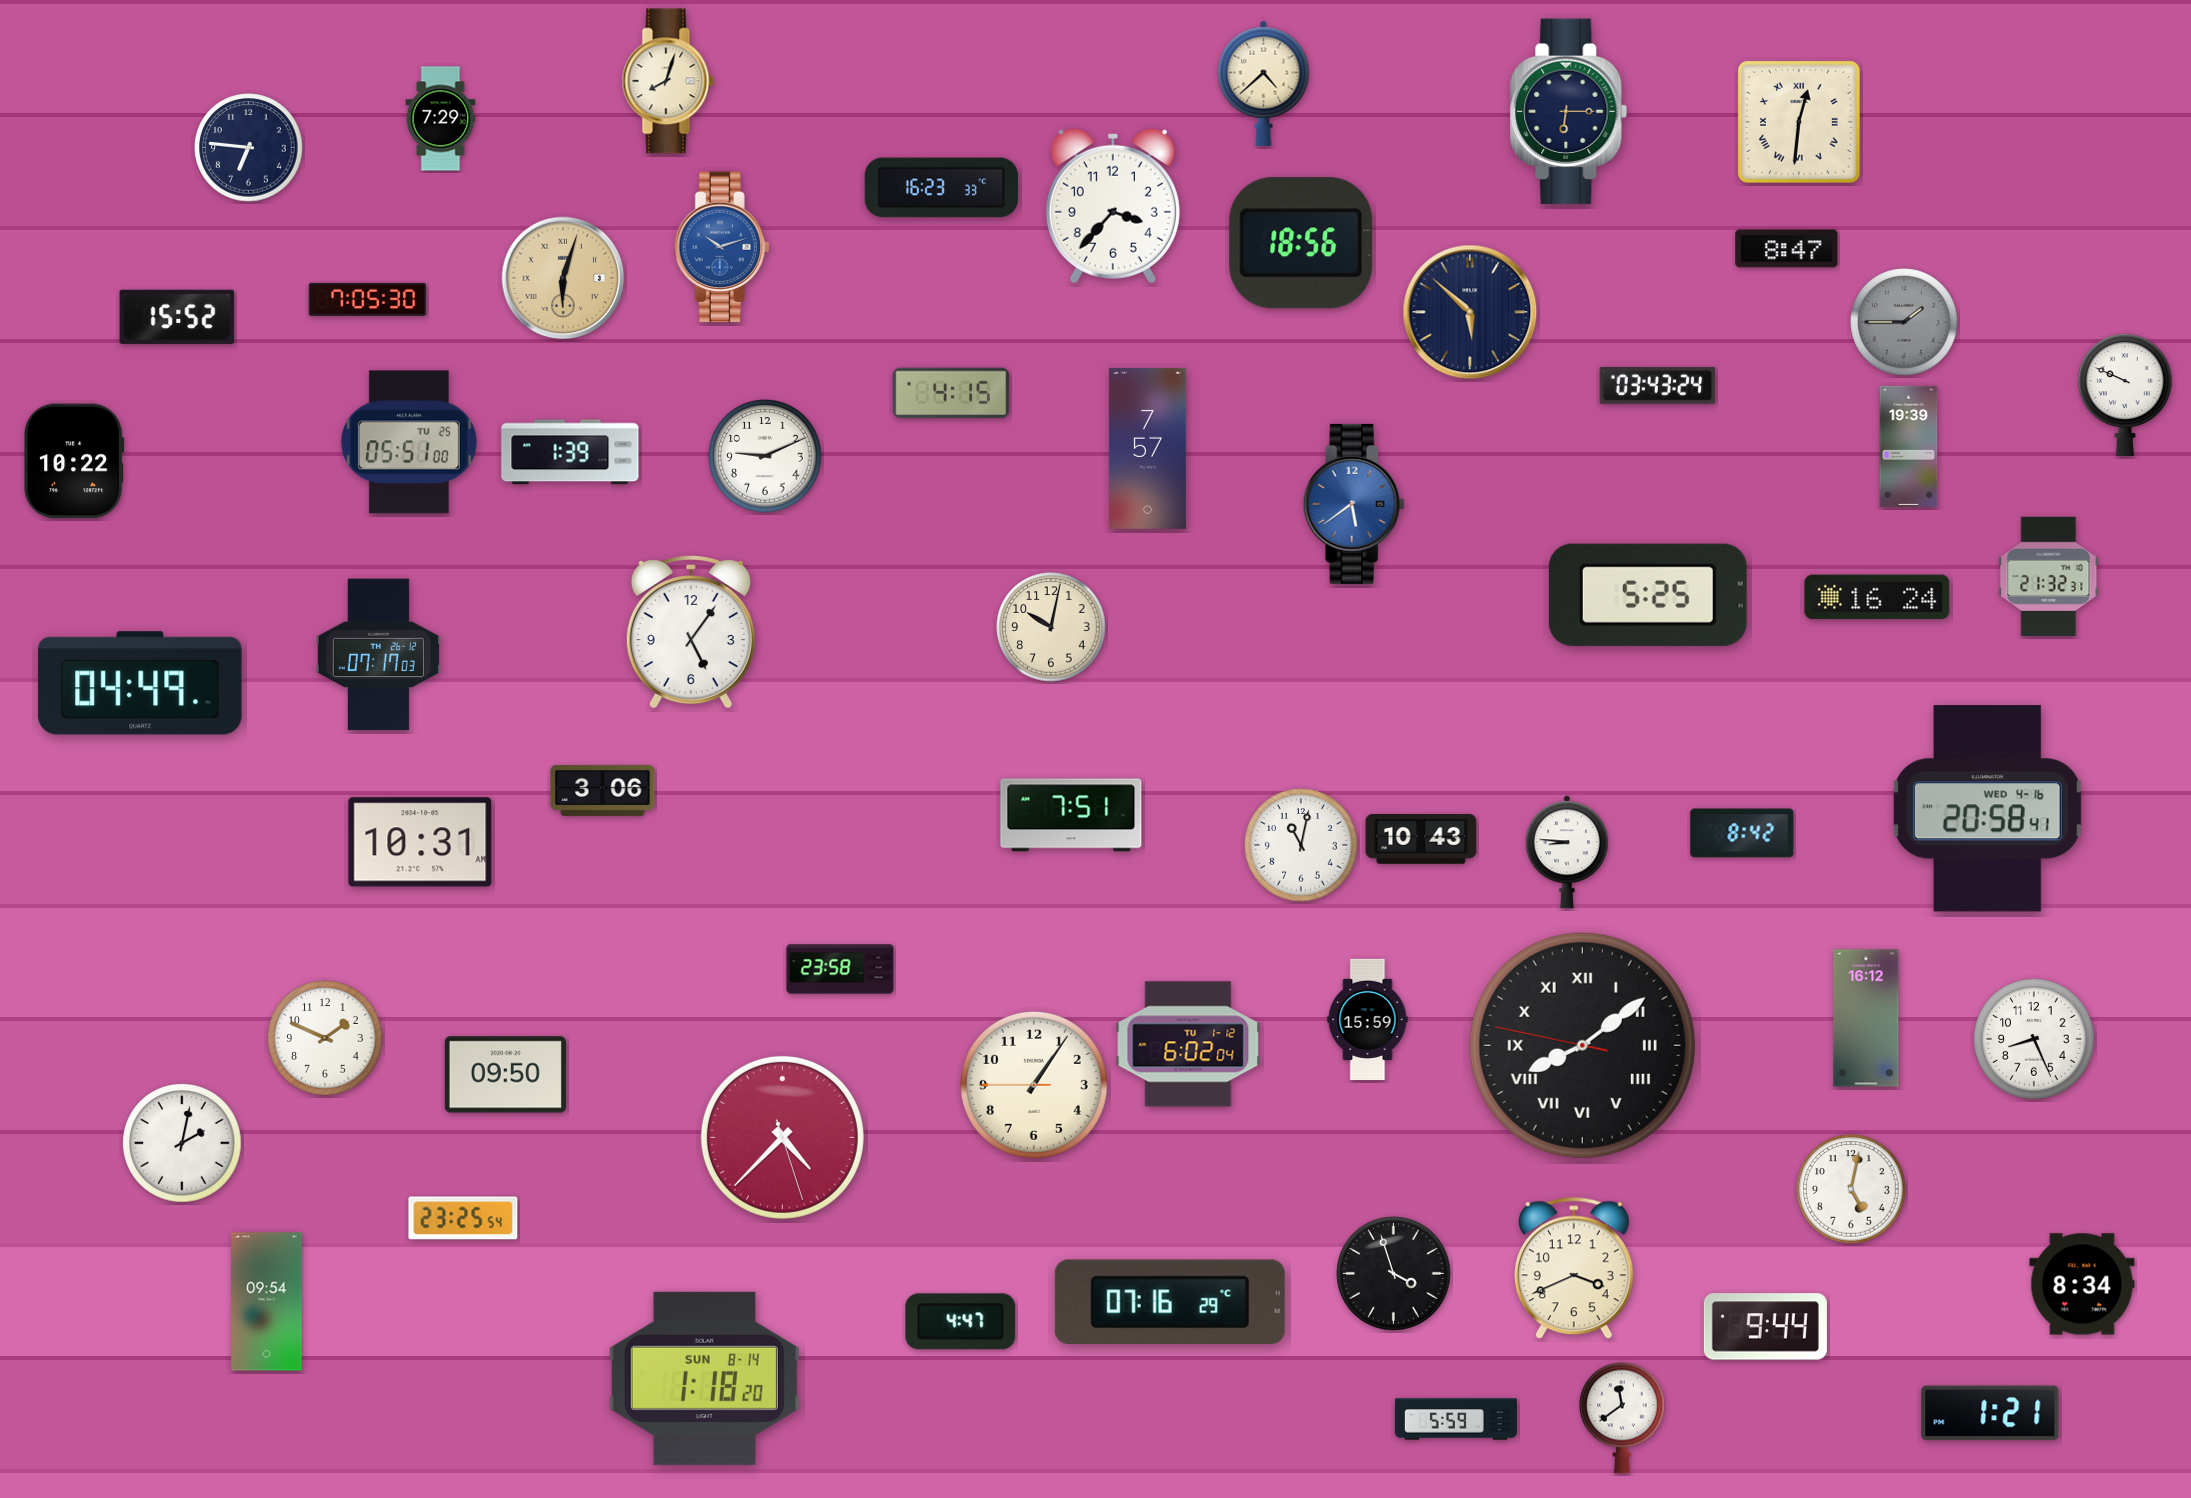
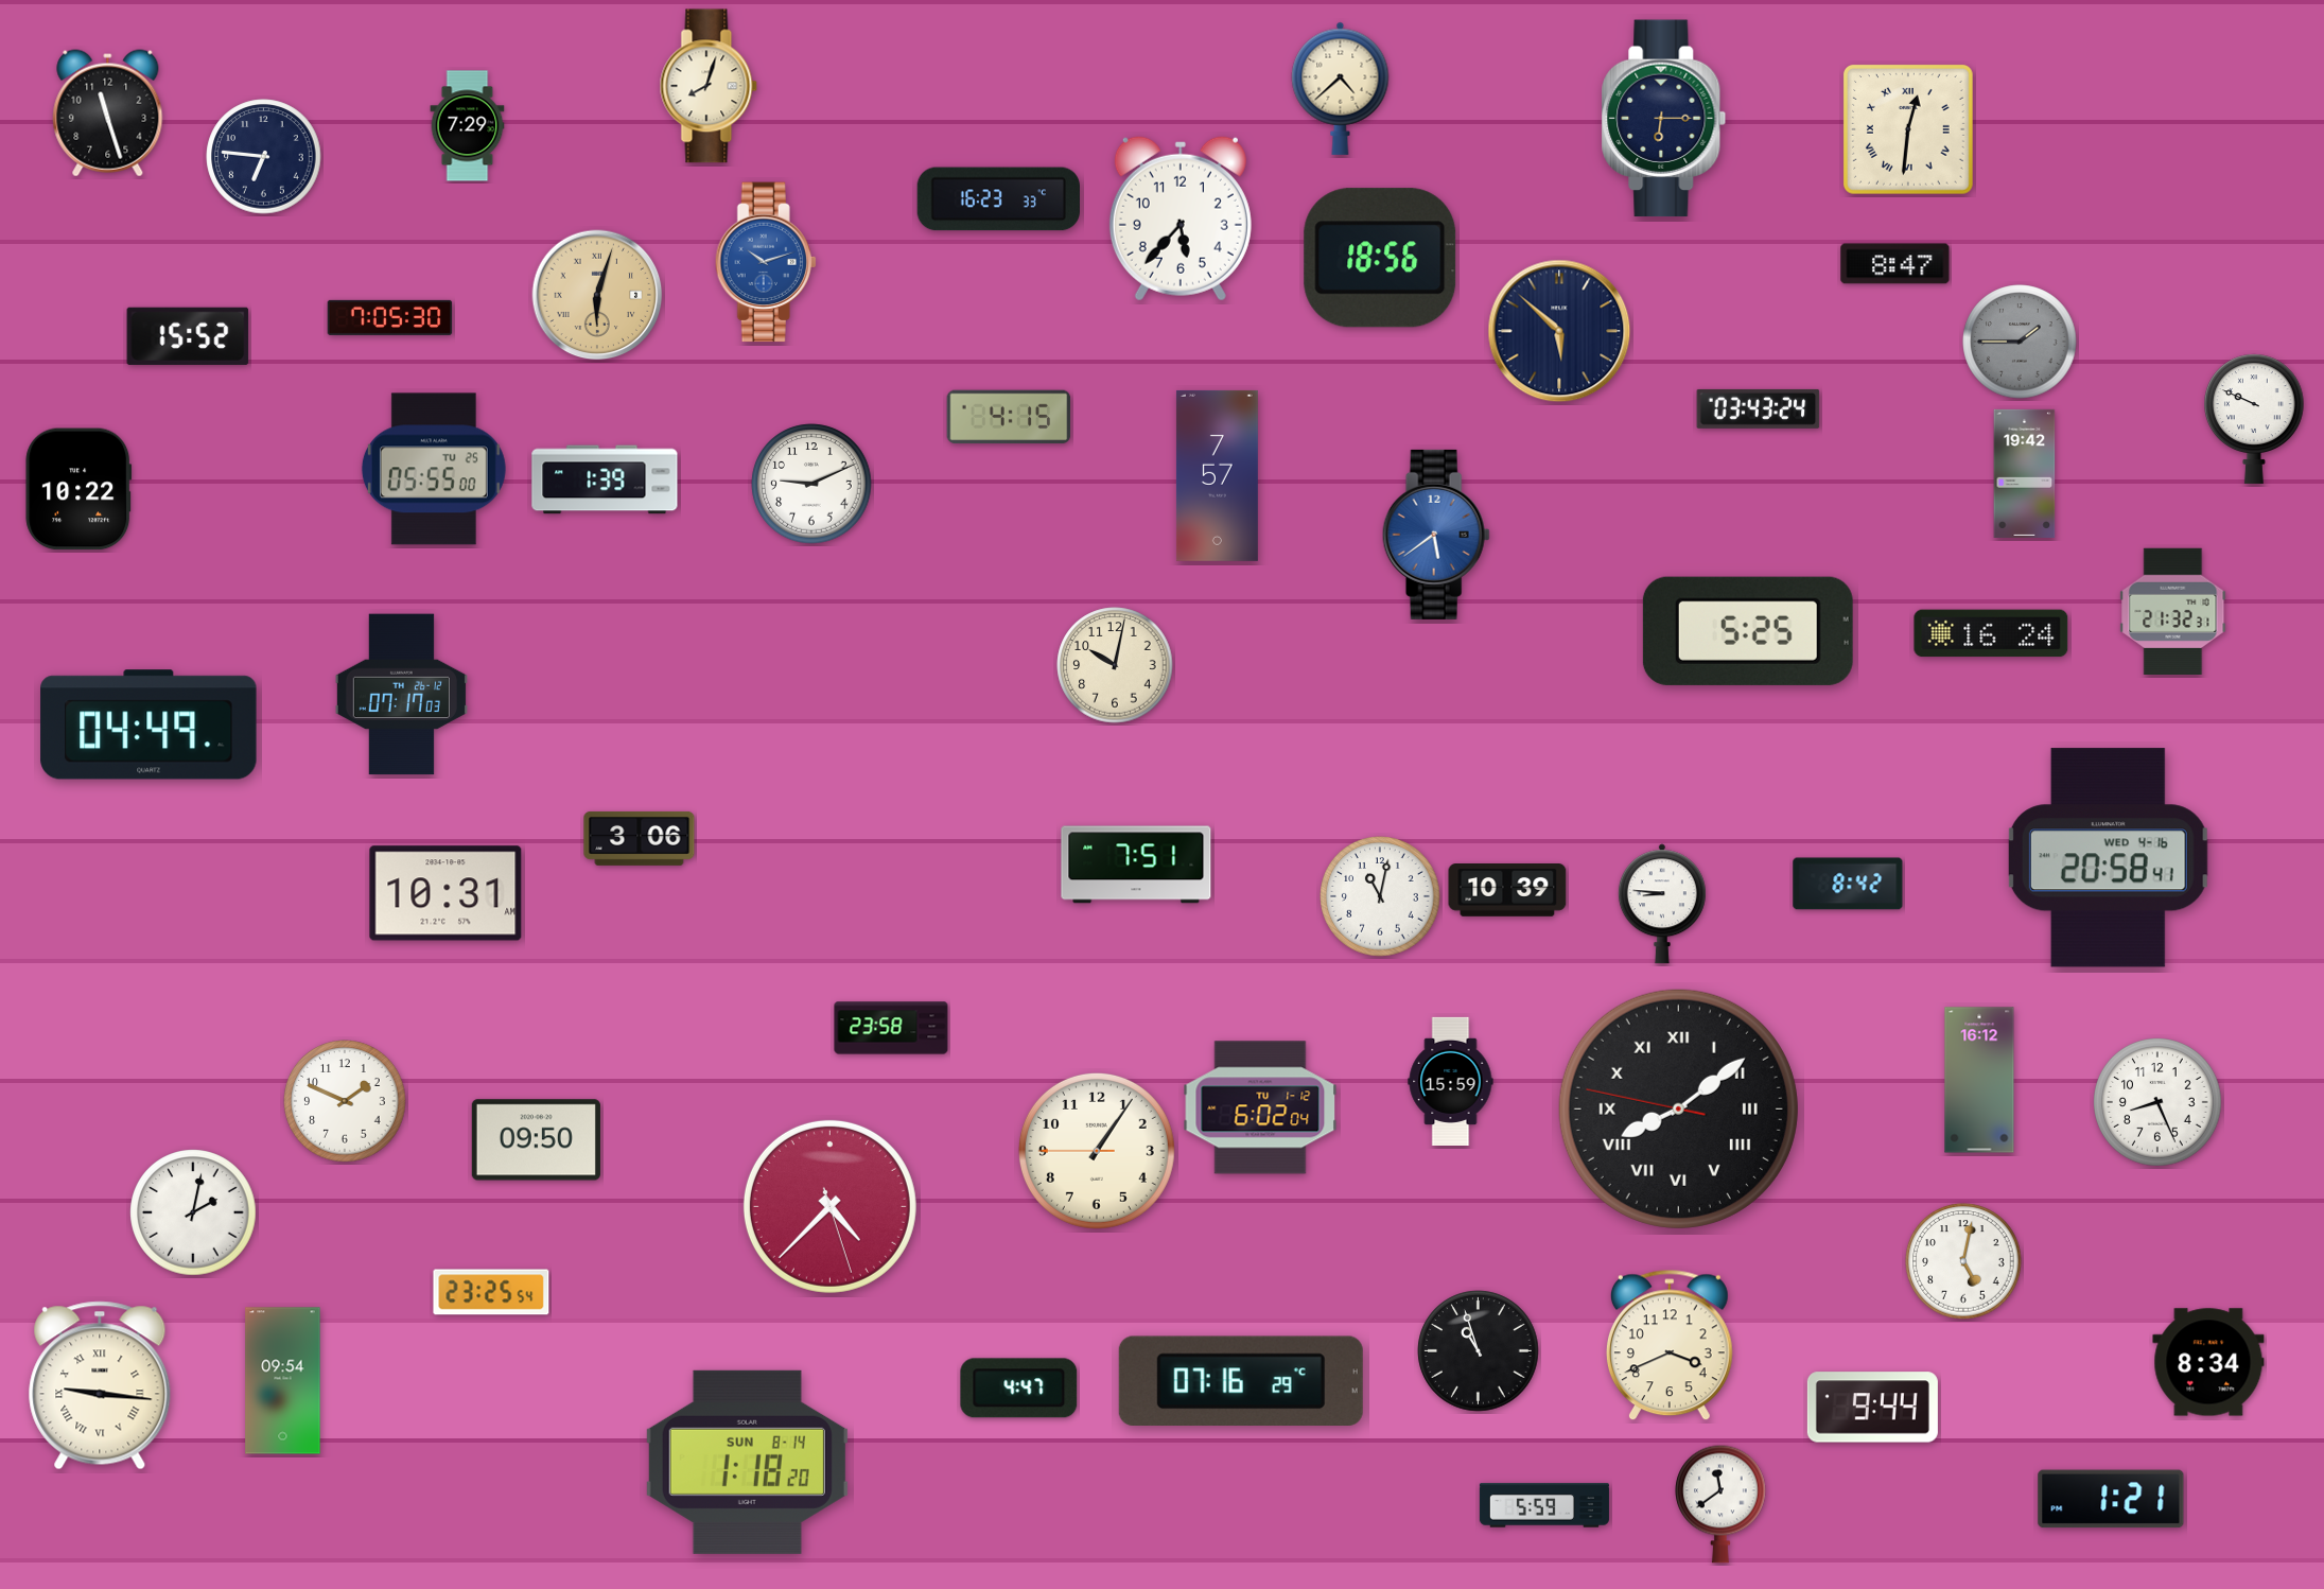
clock at (108, 113): none -> 11:27
clock at (1113, 206): 3:37 -> 5:37
clock at (409, 442): 05:51 -> 05:55
clock at (1909, 446): 19:39 -> 19:42
clock at (691, 633): 5:06 -> none
clock at (1421, 839): 10:43 -> 10:39
clock at (1394, 1274): 3:57 -> 10:57
clock at (100, 1385): none -> 9:16
clock at (961, 1322) position: (961, 1322) -> (1019, 1389)
